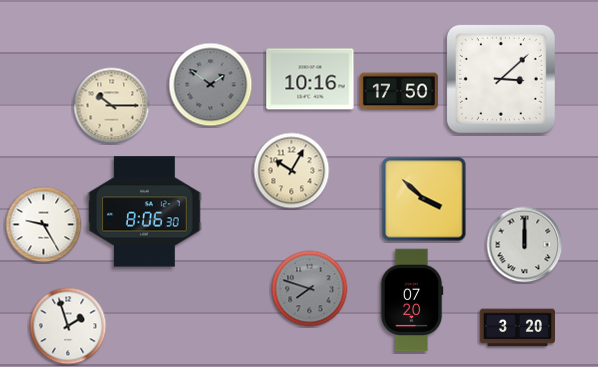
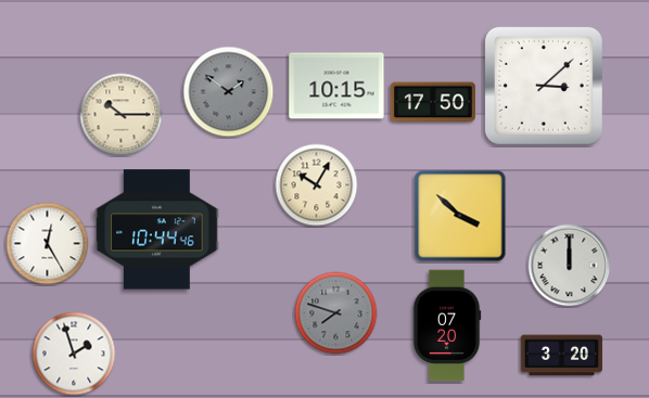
clock at (310, 79): 10:16 -> 10:15
clock at (399, 91) position: (399, 91) -> (433, 102)
clock at (145, 212): 8:06 -> 10:44
clock at (44, 225): 9:25 -> 12:25
